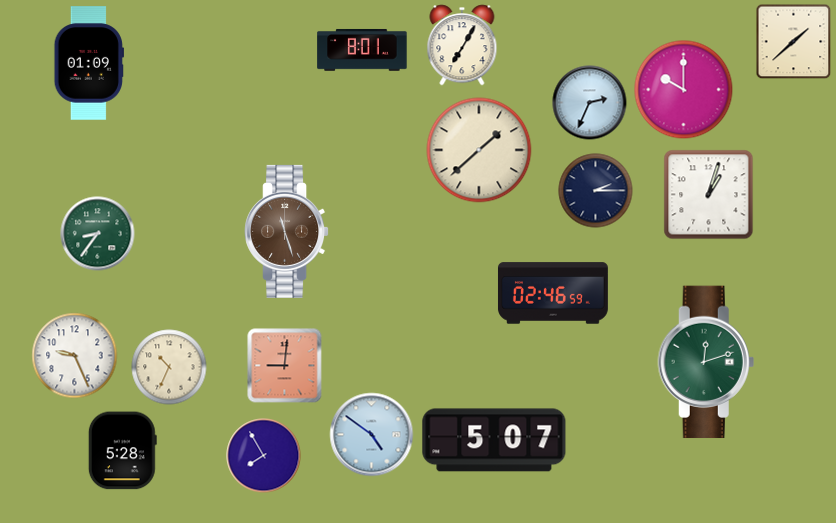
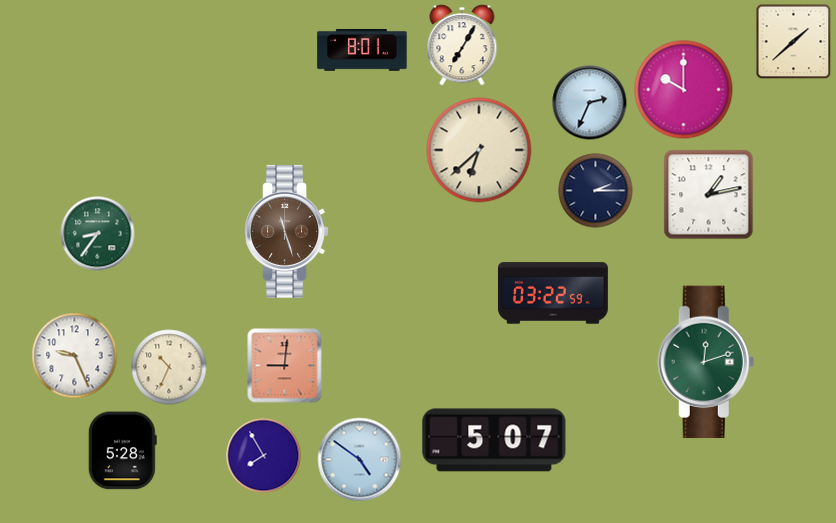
clock at (88, 63): 01:09 -> none
clock at (479, 150): 1:38 -> 6:38
clock at (709, 195): 1:03 -> 1:13
clock at (553, 293): 02:46 -> 03:22
clock at (372, 435) position: (372, 435) -> (360, 460)
